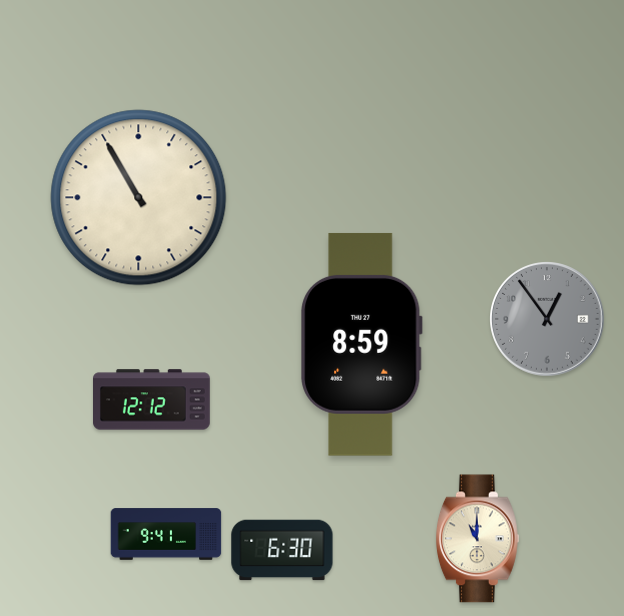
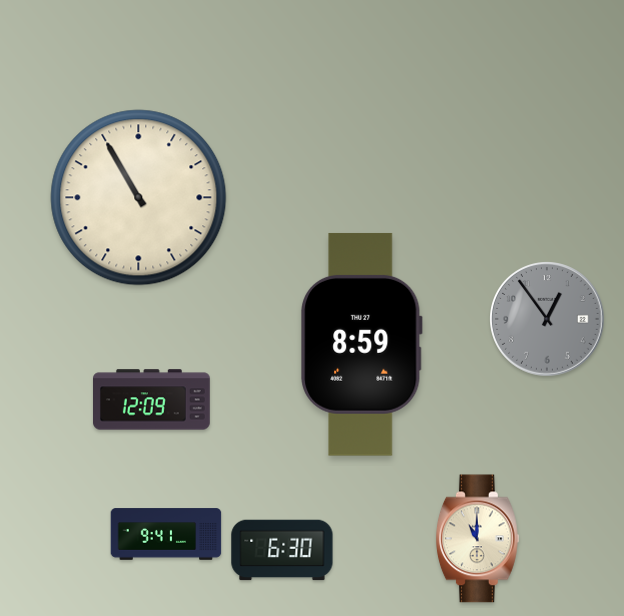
clock at (152, 400): 12:12 -> 12:09
